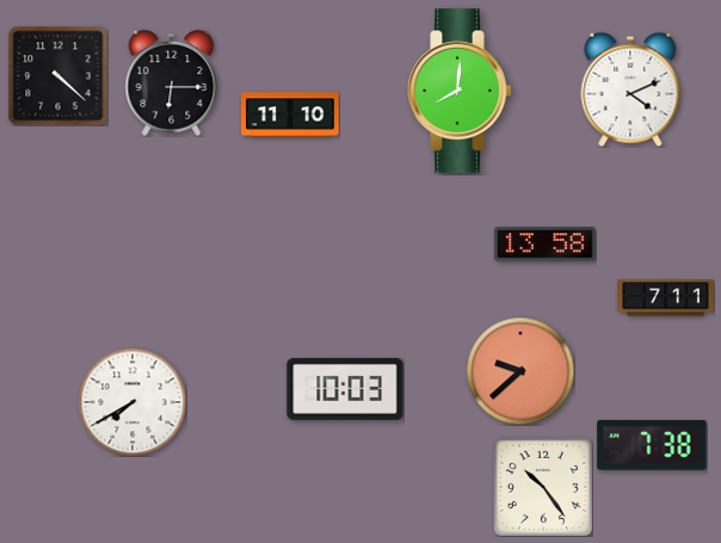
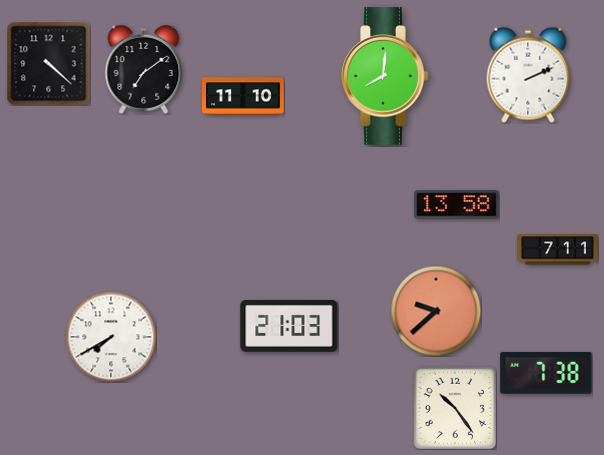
clock at (172, 82): 6:15 -> 7:09
clock at (630, 90): 4:11 -> 2:11
clock at (345, 389): 10:03 -> 21:03
